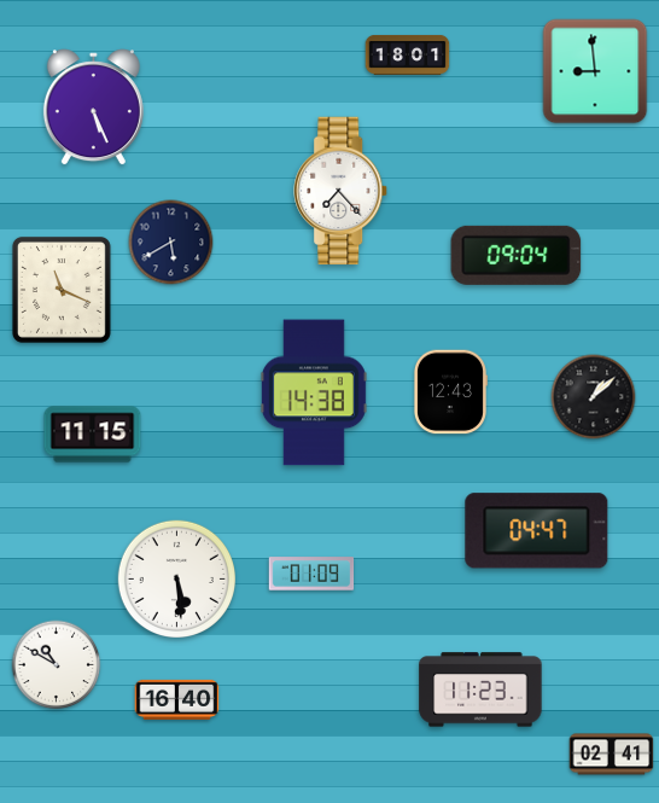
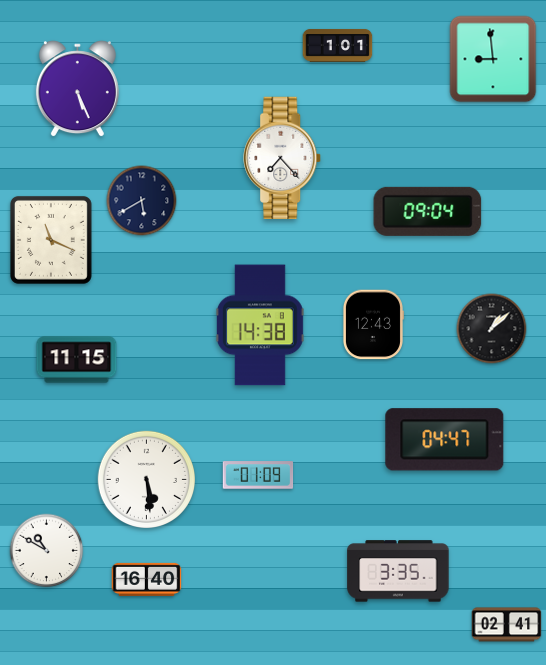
clock at (408, 54): 18:01 -> 1:01
clock at (480, 689): 11:23 -> 3:35
